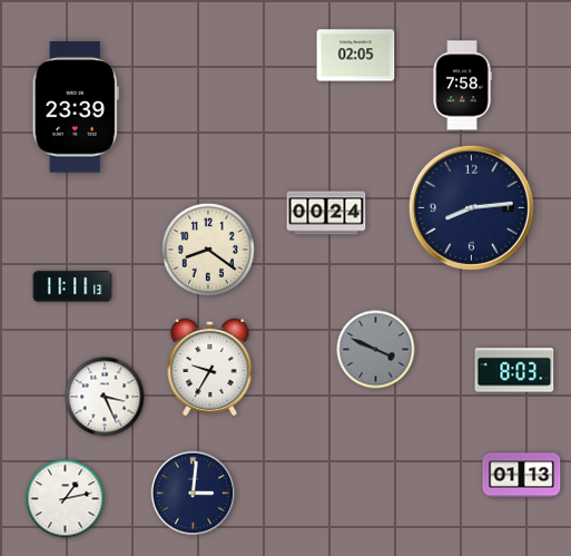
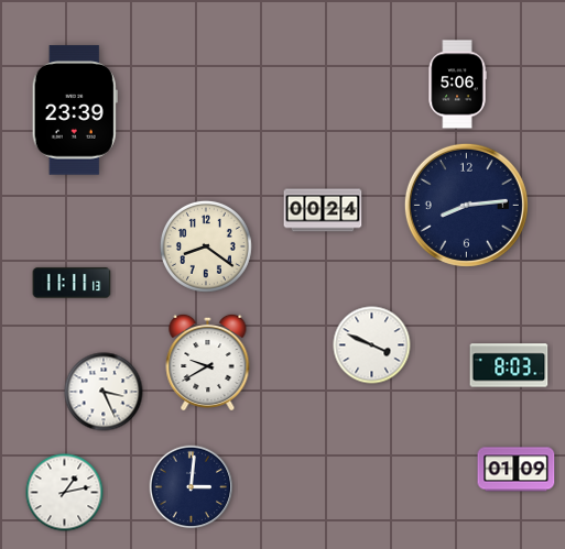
clock at (356, 56): 02:05 -> none
clock at (462, 86): 7:58 -> 5:06
clock at (76, 107) position: (76, 107) -> (75, 110)
clock at (376, 350) dial: grey -> white
clock at (210, 367): 9:35 -> 9:40
clock at (522, 476): 01:13 -> 01:09
